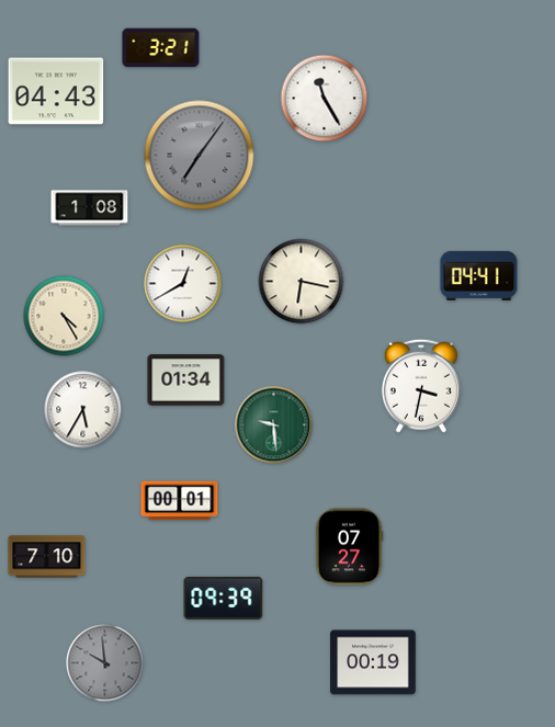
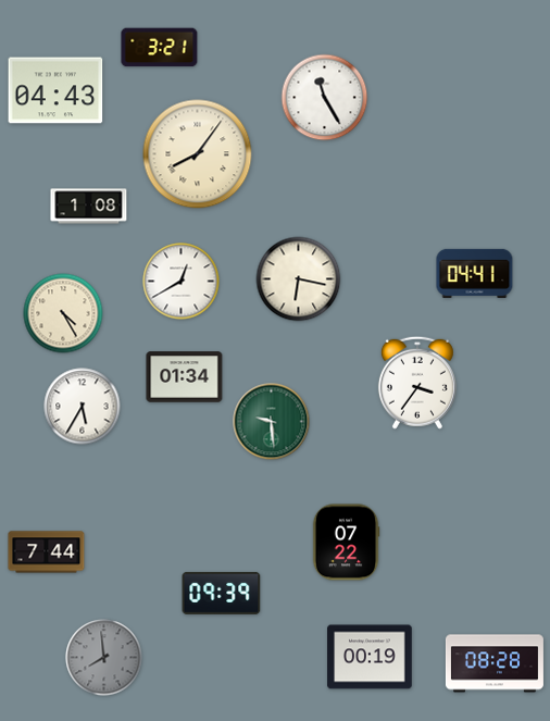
clock at (325, 99) position: (325, 99) -> (325, 98)
clock at (200, 156): 7:06 -> 8:06
clock at (200, 156) dial: grey -> cream
clock at (421, 386): 3:32 -> 3:36
clock at (180, 501): 00:01 -> none
clock at (349, 547): 07:27 -> 07:22
clock at (47, 557): 7:10 -> 7:44
clock at (105, 663): 9:59 -> 7:59
clock at (495, 663): none -> 08:28
